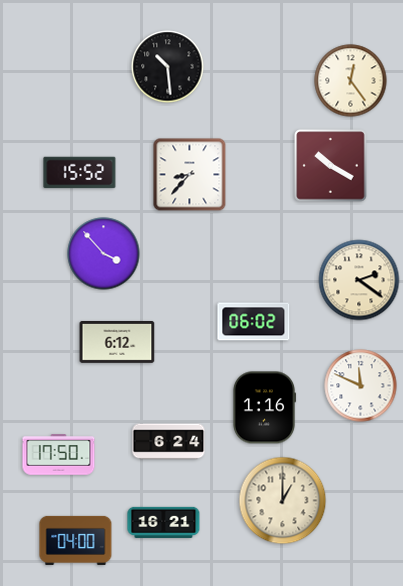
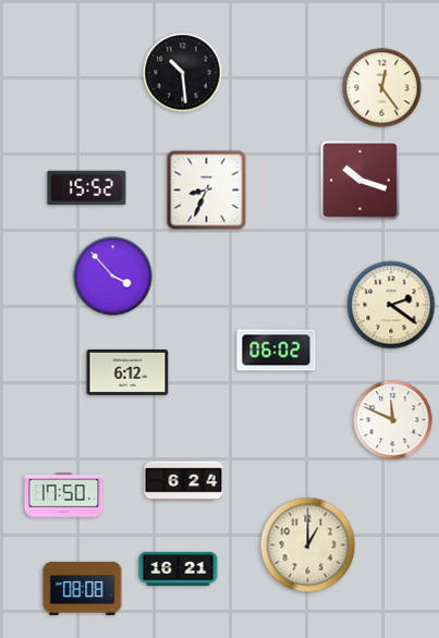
clock at (331, 166): 10:20 -> 10:18
clock at (190, 175): 8:37 -> 8:34
clock at (264, 408): 1:16 -> none
clock at (76, 540): 04:00 -> 08:08
